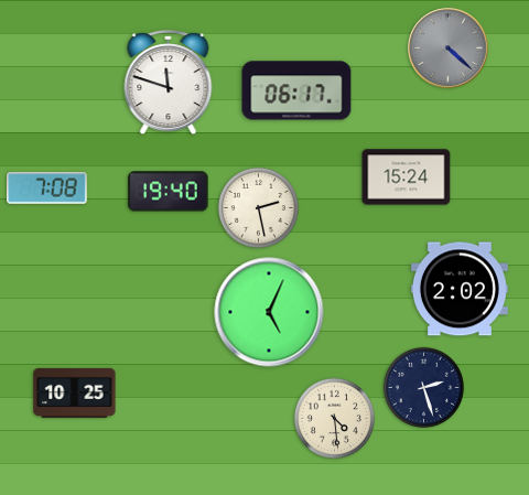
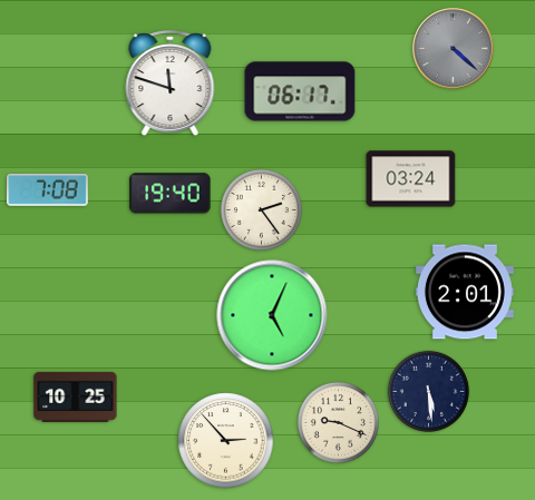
clock at (407, 177): 15:24 -> 03:24
clock at (258, 207): 2:28 -> 2:24
clock at (460, 289): 2:02 -> 2:01
clock at (423, 387): 2:27 -> 5:29
clock at (334, 418): 4:29 -> 9:19
clock at (226, 441): none -> 2:53
